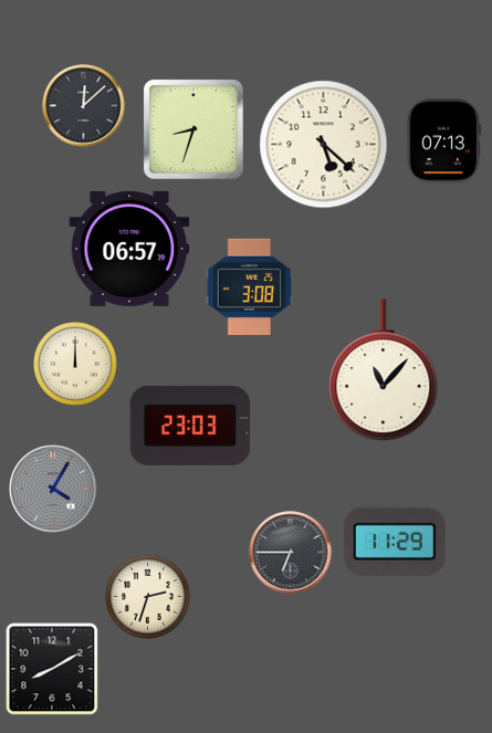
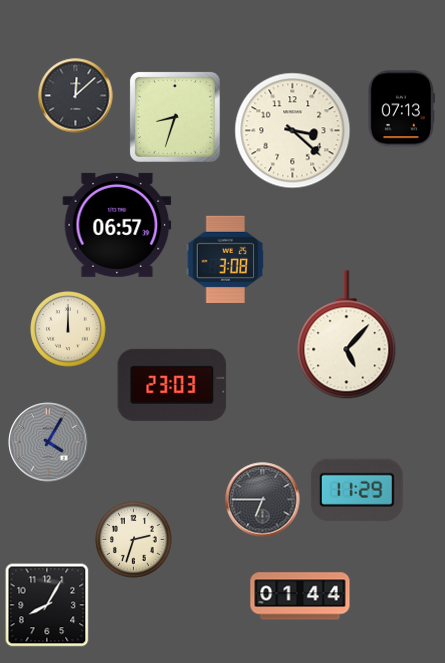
clock at (443, 142) position: (443, 142) -> (401, 109)
clock at (324, 145): 5:22 -> 3:22
clock at (384, 370): 11:07 -> 5:07
clock at (300, 596): none -> 01:44
clock at (52, 669): 8:10 -> 8:05
